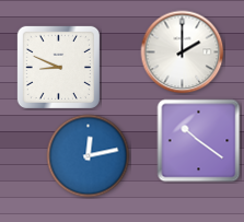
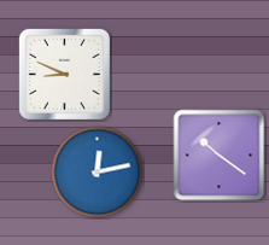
clock at (183, 52): 2:00 -> none
